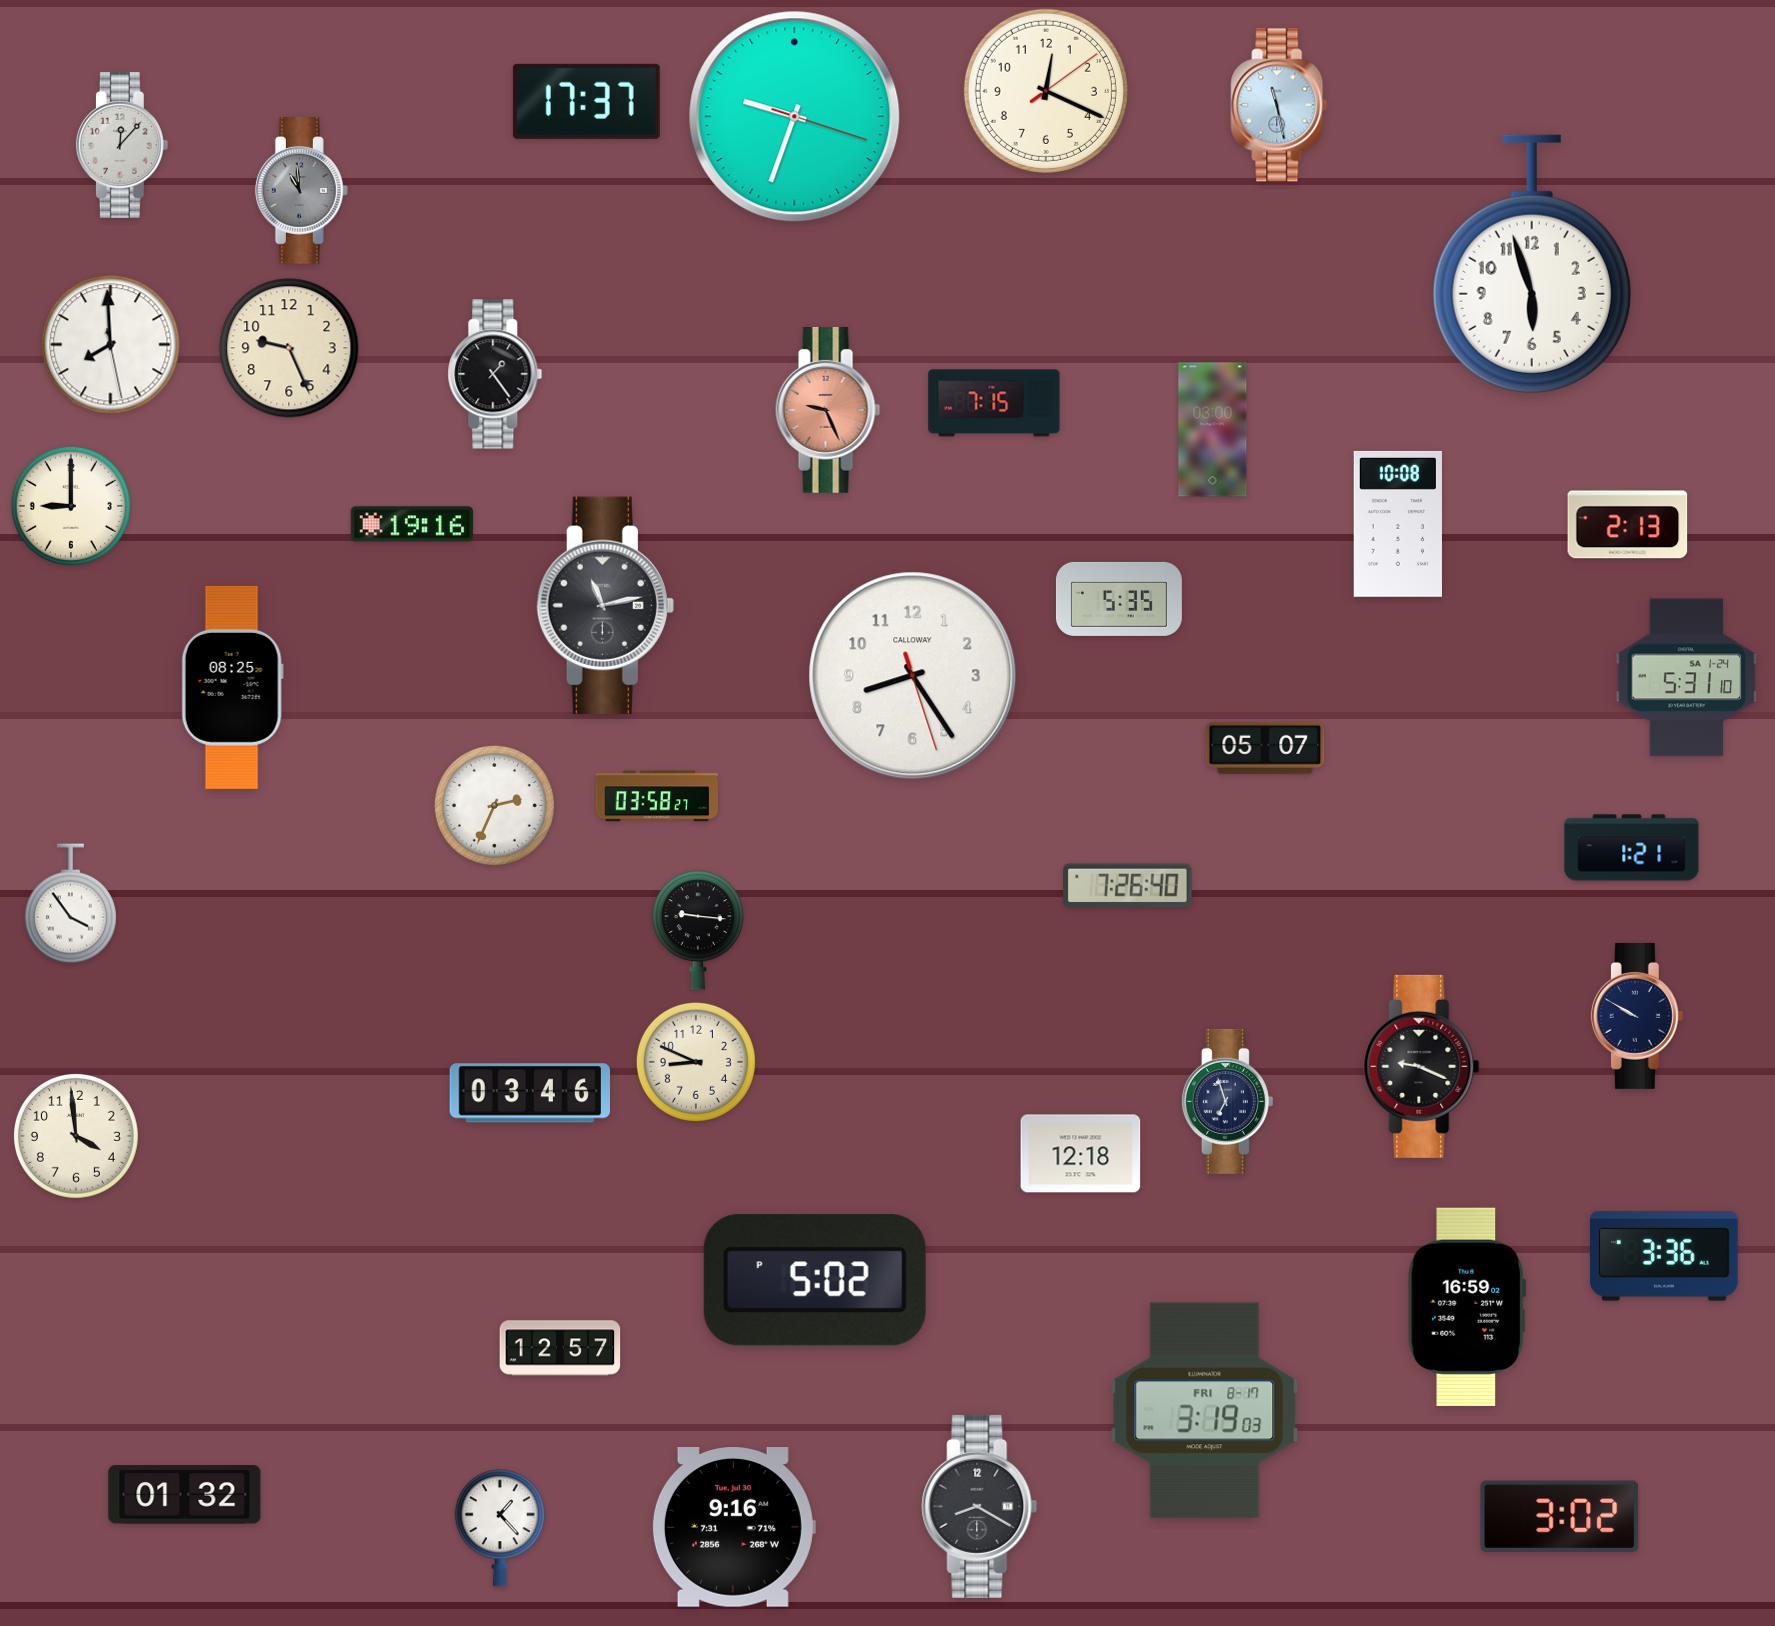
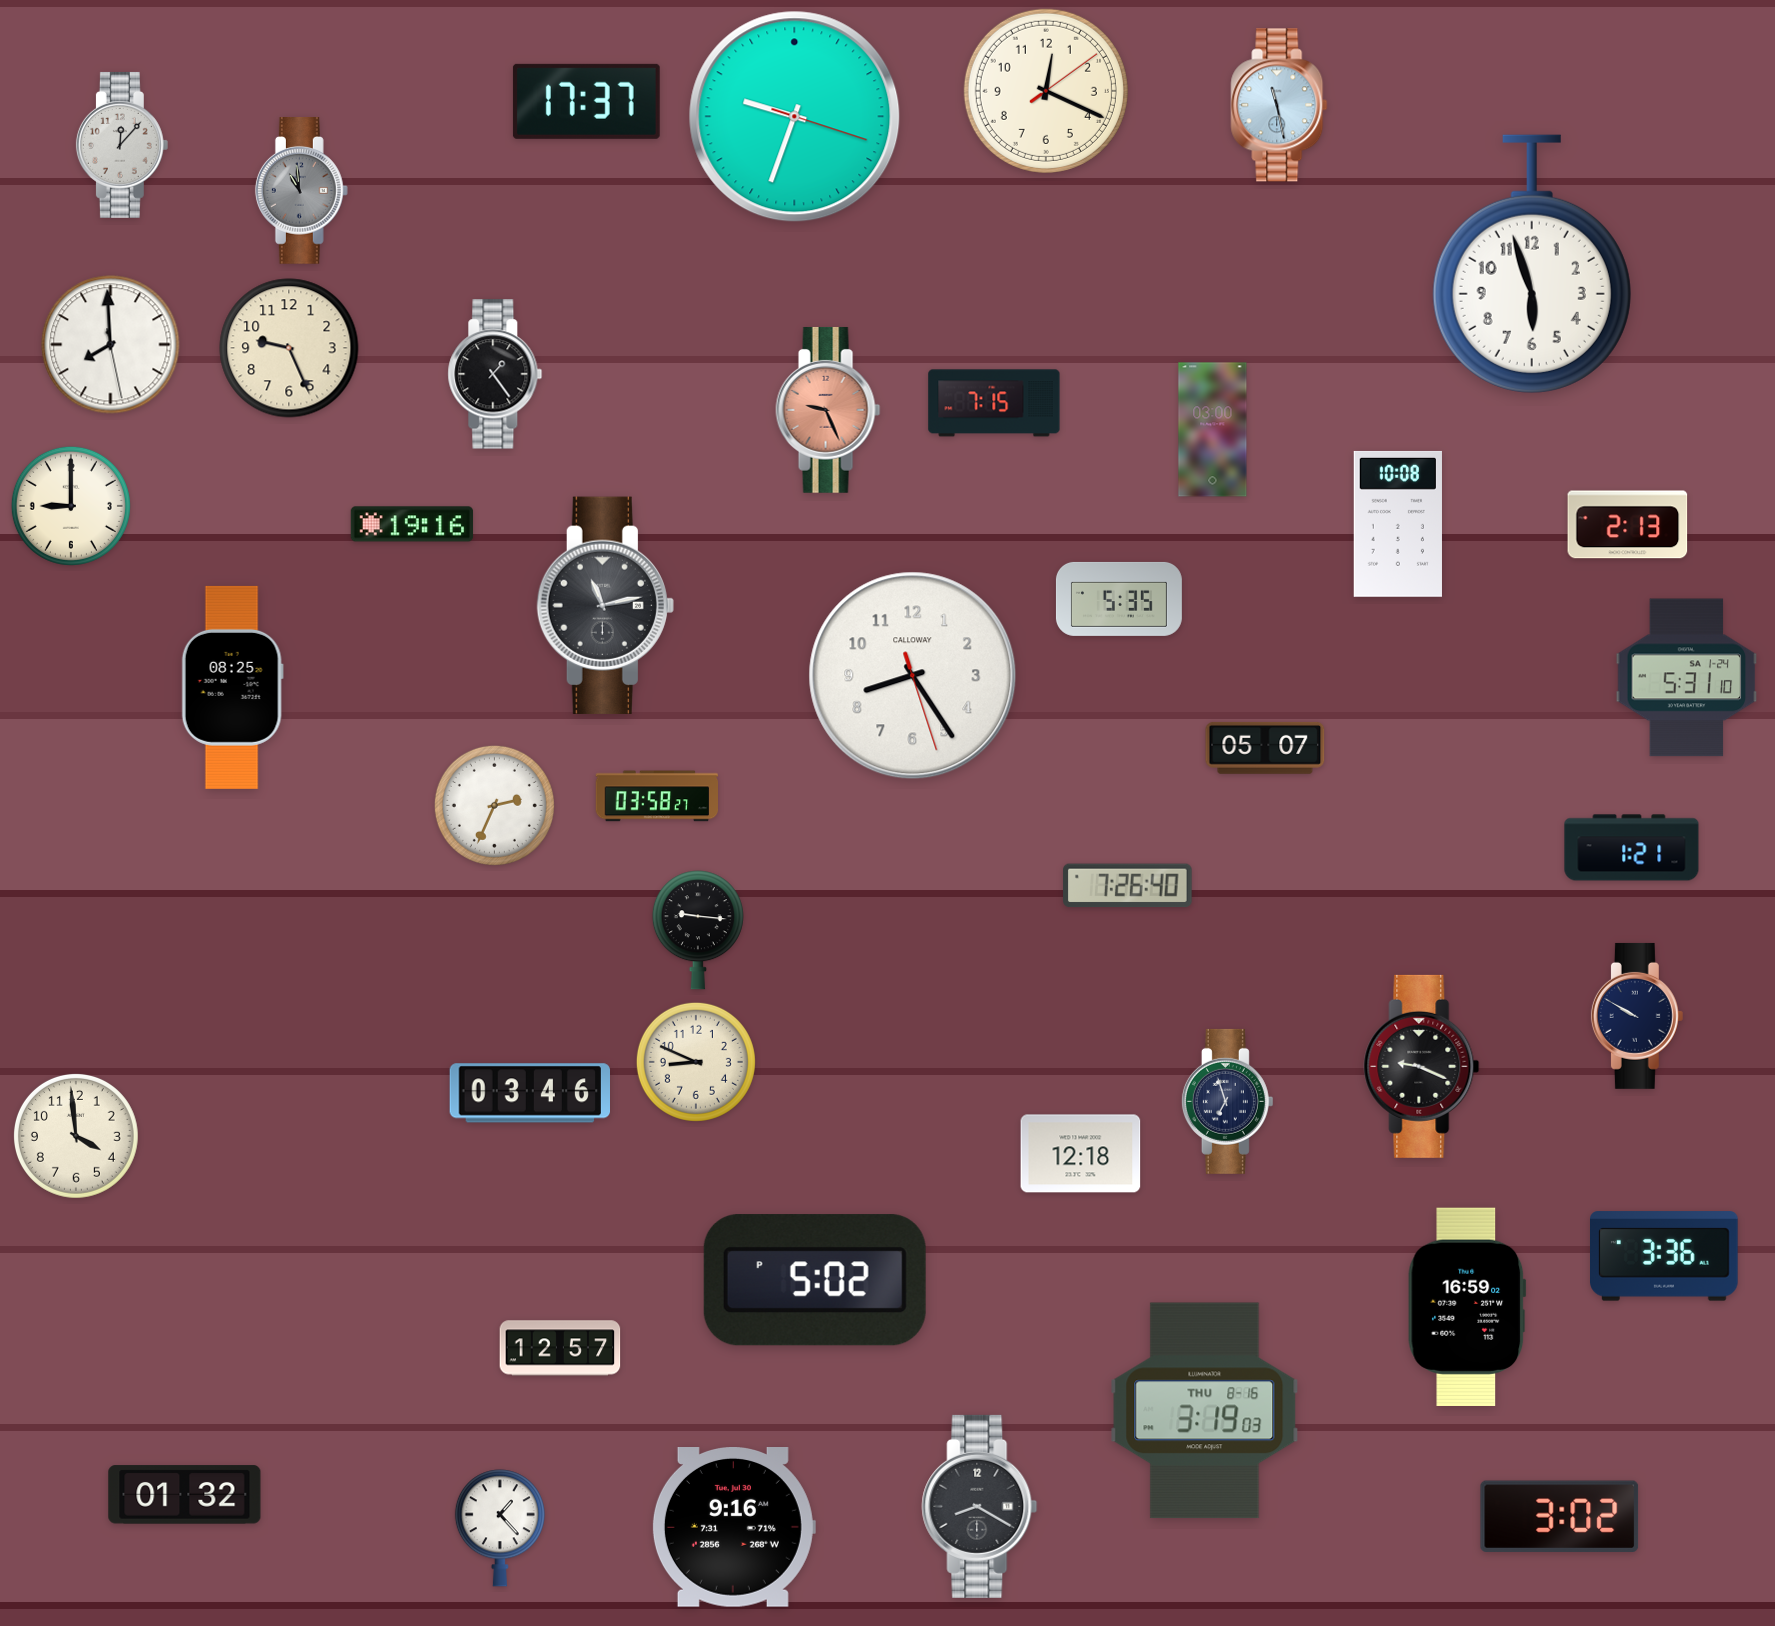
clock at (70, 904): 3:54 -> none
clock at (1205, 1411) date: FRI 8-17 -> THU 8-16
